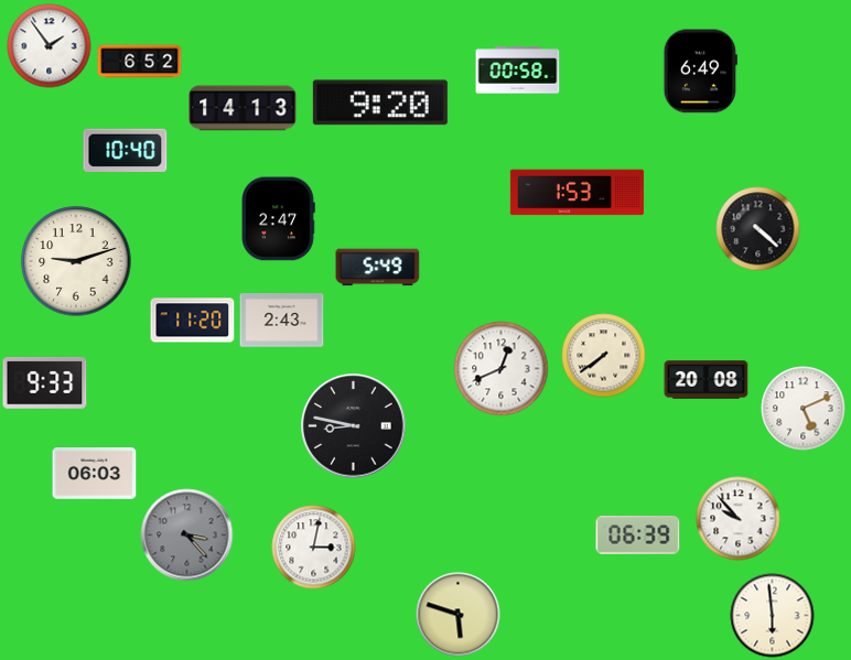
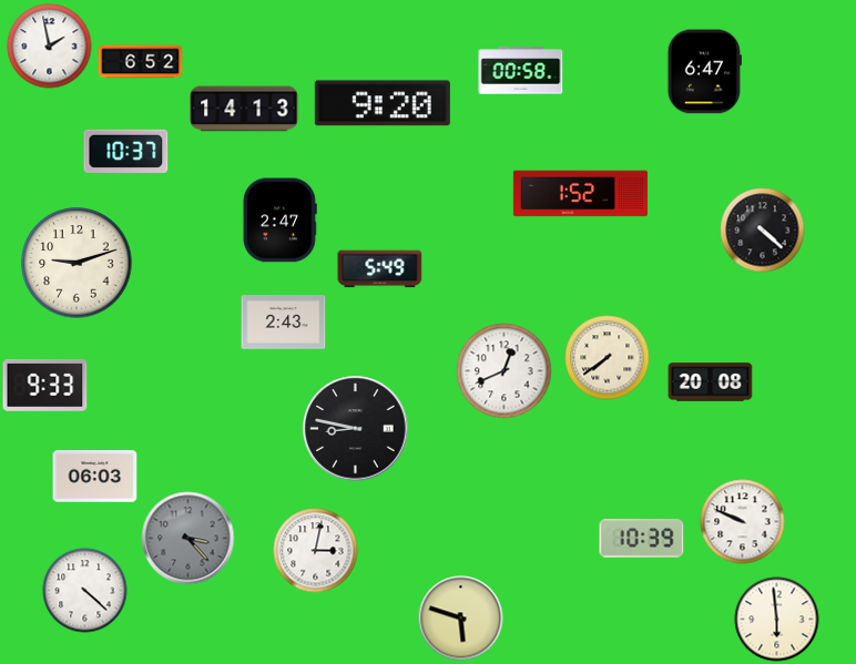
clock at (50, 46): 1:54 -> 1:58
clock at (700, 72): 6:49 -> 6:47
clock at (126, 150): 10:40 -> 10:37
clock at (577, 193): 1:53 -> 1:52
clock at (193, 321): 11:20 -> none
clock at (804, 409): 5:11 -> none
clock at (739, 519): 9:53 -> 9:49
clock at (638, 535): 06:39 -> 10:39
clock at (85, 591): none -> 4:22
